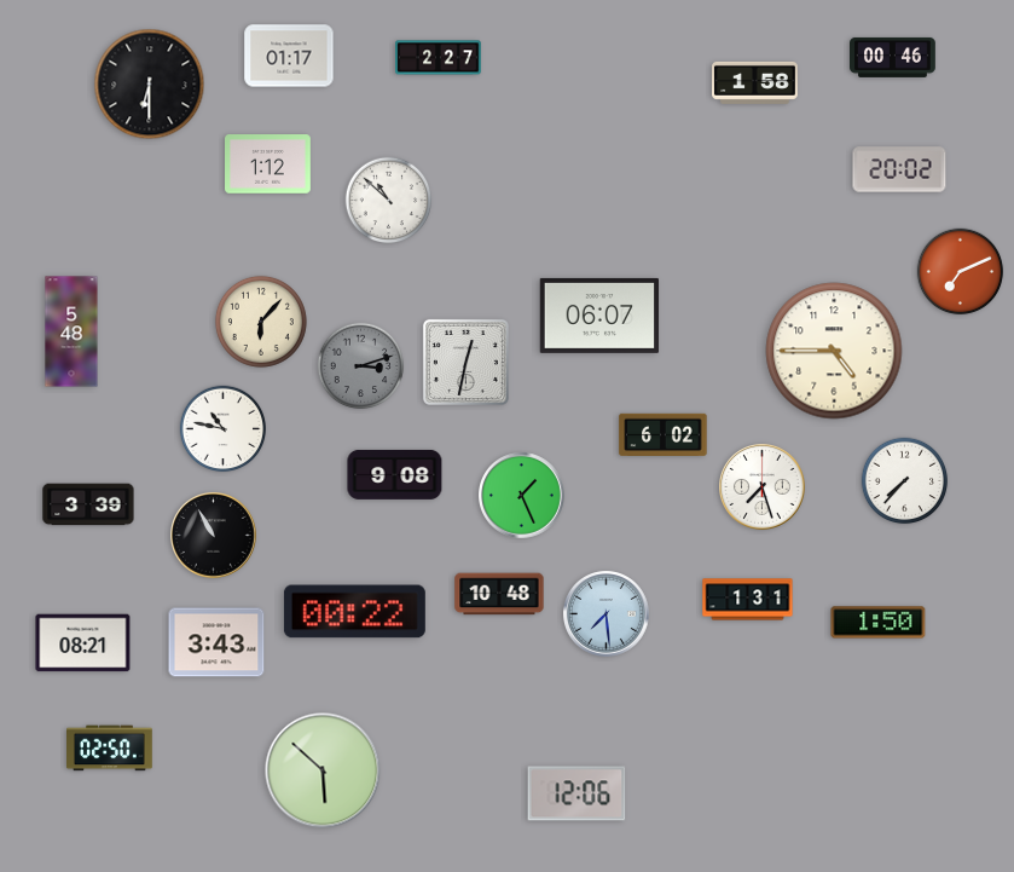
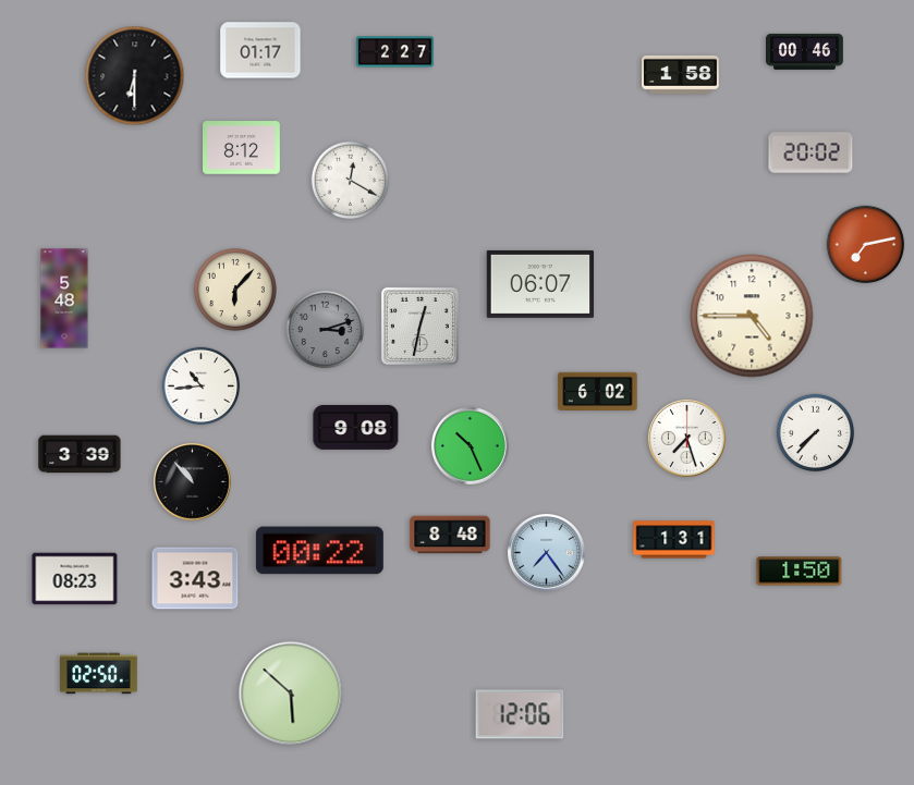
clock at (268, 164): 1:12 -> 8:12
clock at (389, 201): 10:52 -> 12:20
clock at (961, 272): 7:11 -> 7:13
clock at (224, 429): 10:47 -> 10:44
clock at (522, 496): 1:26 -> 10:26
clock at (214, 536): 10:55 -> 10:53
clock at (499, 594): 10:48 -> 8:48
clock at (607, 614): 7:29 -> 7:24
clock at (879, 623) position: (879, 623) -> (800, 572)
clock at (83, 643): 08:21 -> 08:23
